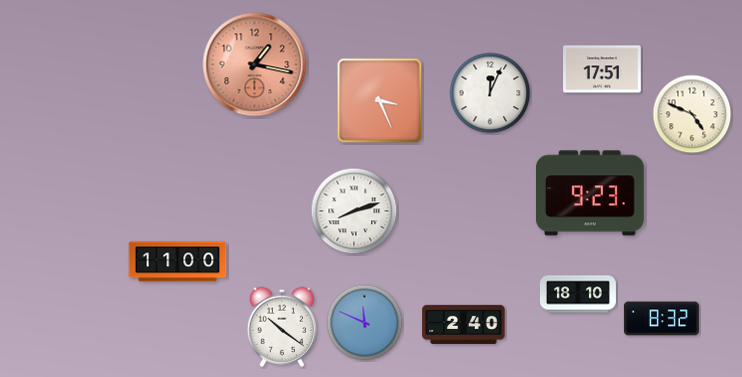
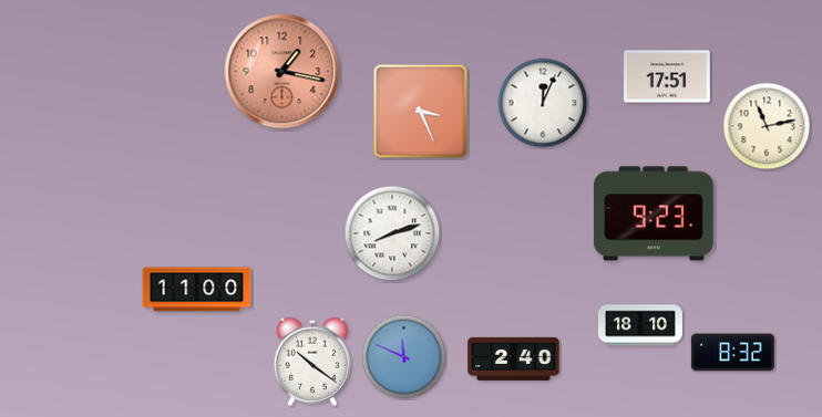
clock at (692, 114): 4:49 -> 11:13
